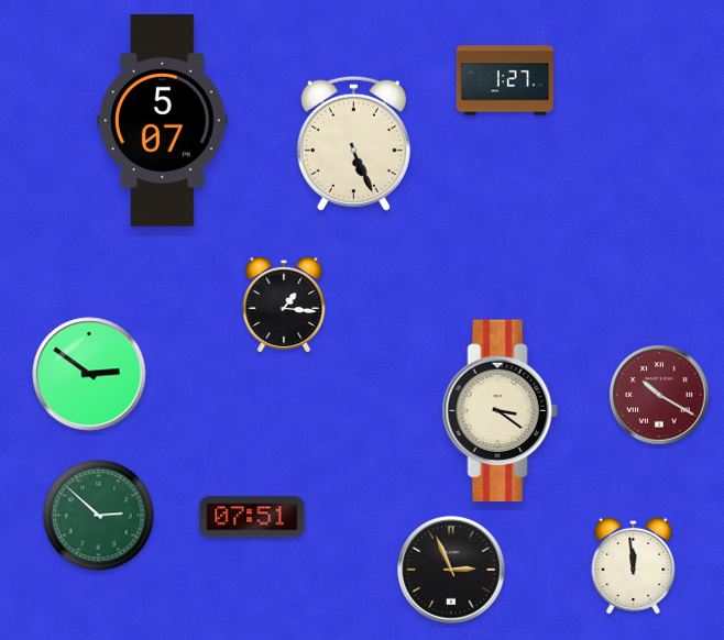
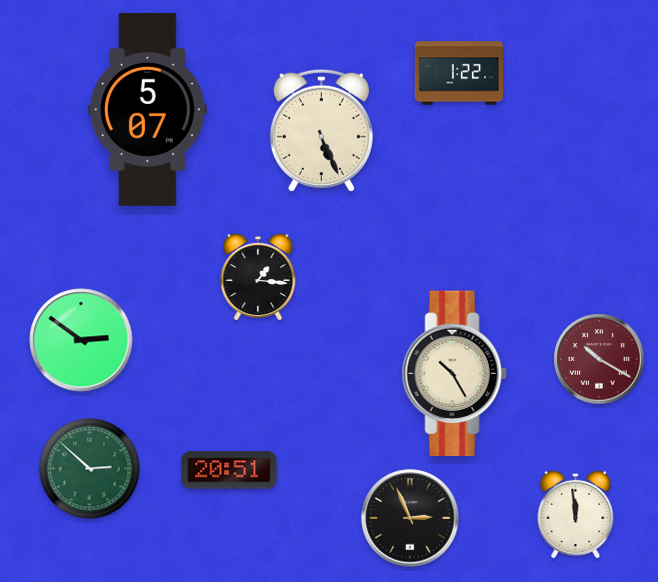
clock at (504, 80): 1:27 -> 1:22
clock at (500, 411): 3:21 -> 10:25
clock at (252, 517): 07:51 -> 20:51
